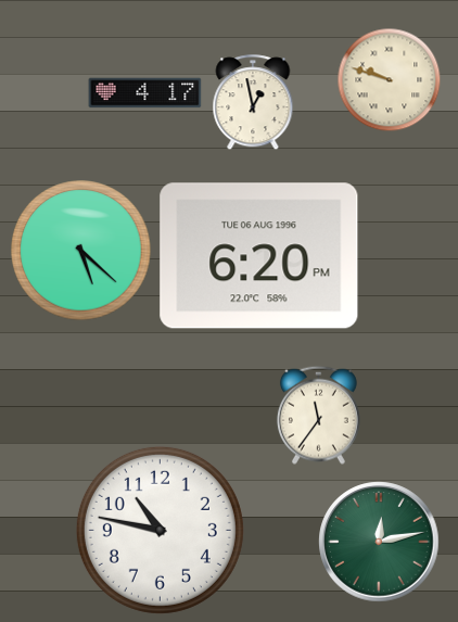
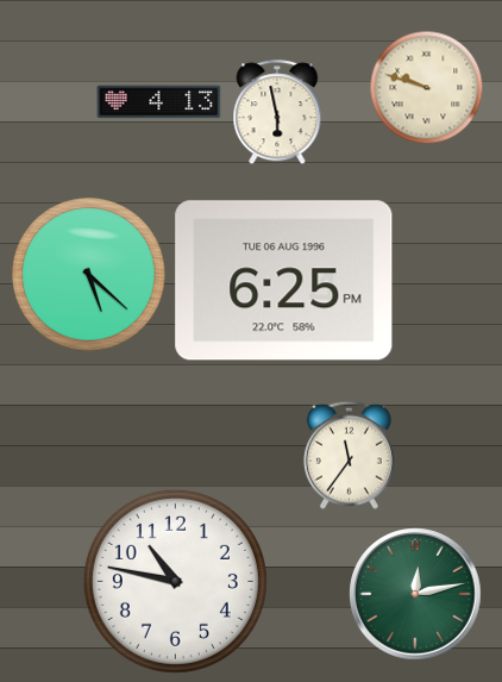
clock at (145, 93): 4:17 -> 4:13
clock at (253, 102): 12:58 -> 5:58
clock at (259, 256): 6:20 -> 6:25
